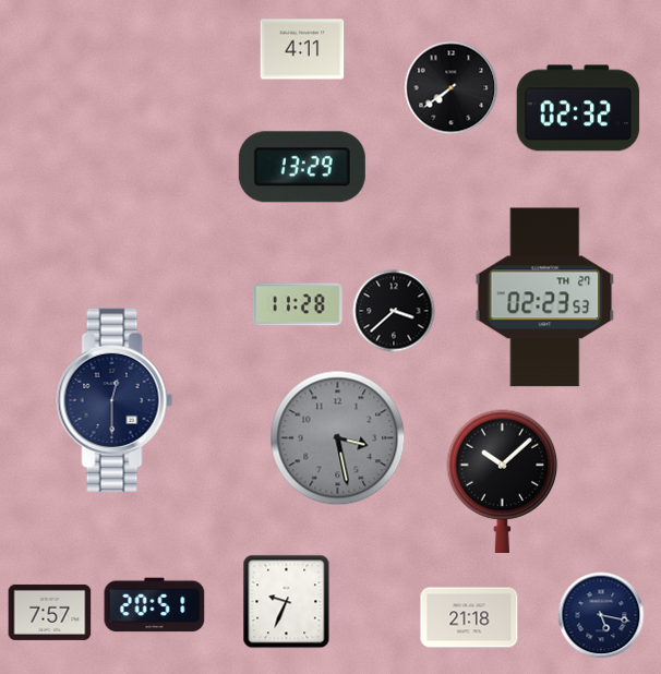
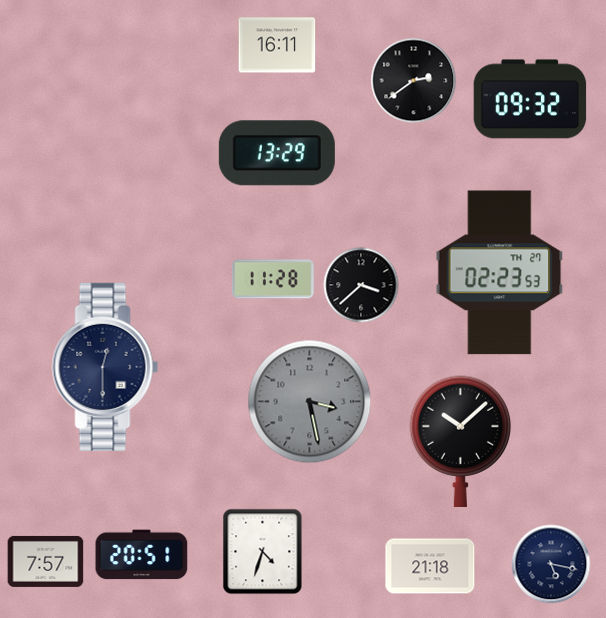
clock at (302, 49): 4:11 -> 16:11
clock at (452, 88): 7:39 -> 2:39
clock at (578, 108): 02:32 -> 09:32
clock at (287, 602): 9:34 -> 4:33
